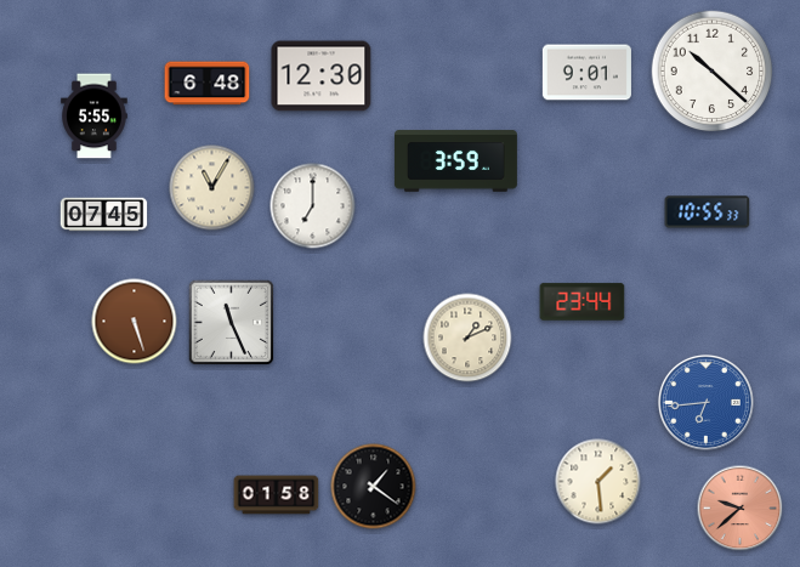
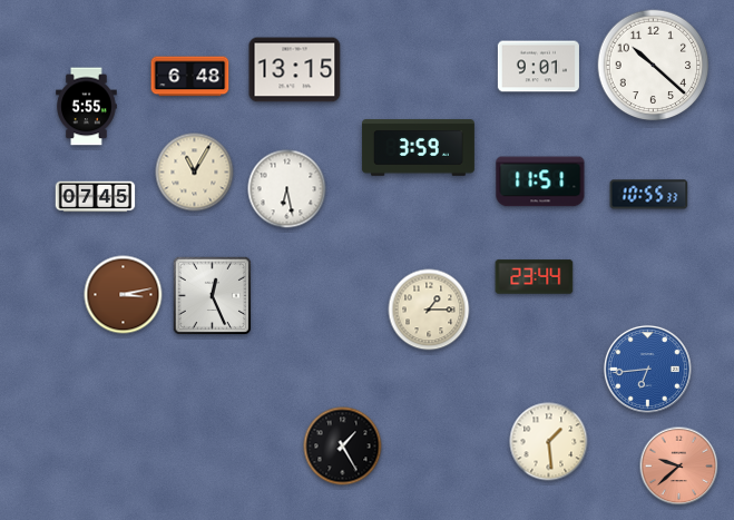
clock at (322, 76): 12:30 -> 13:15
clock at (540, 181): none -> 11:51
clock at (313, 206): 7:00 -> 6:28
clock at (135, 322): 5:27 -> 3:13
clock at (231, 322): 11:26 -> 12:26
clock at (467, 338): 1:11 -> 1:15
clock at (374, 487): 1:21 -> 1:25
clock at (277, 495): 01:58 -> none
